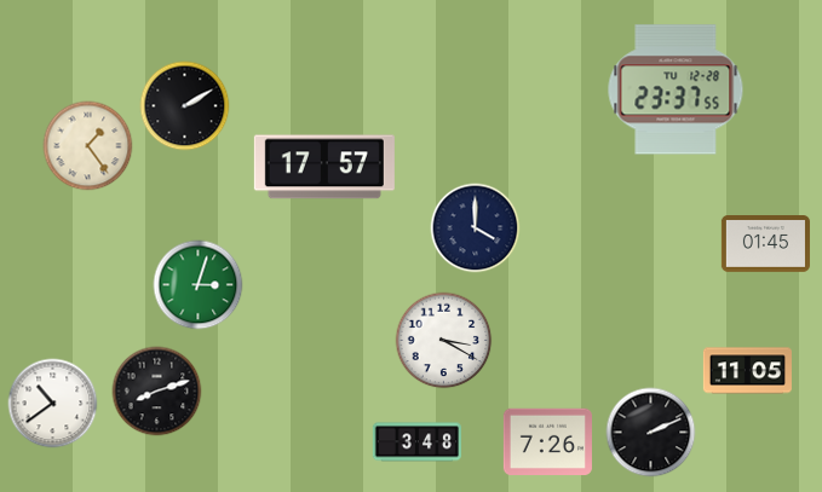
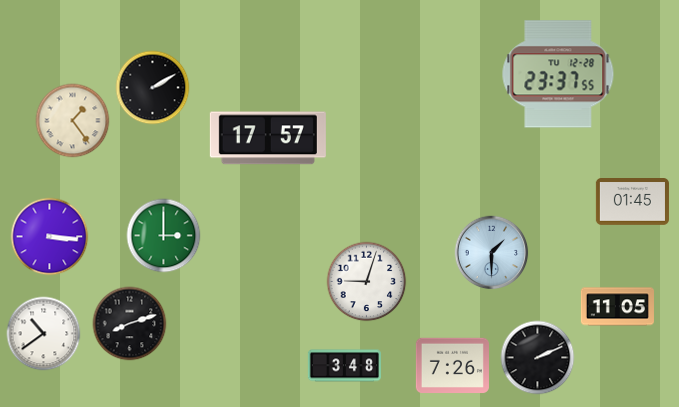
clock at (476, 228): 4:00 -> none
clock at (199, 285): 3:03 -> 3:00
clock at (50, 237): none -> 3:16
clock at (492, 253): none -> 1:30
clock at (444, 341): 3:20 -> 9:03
